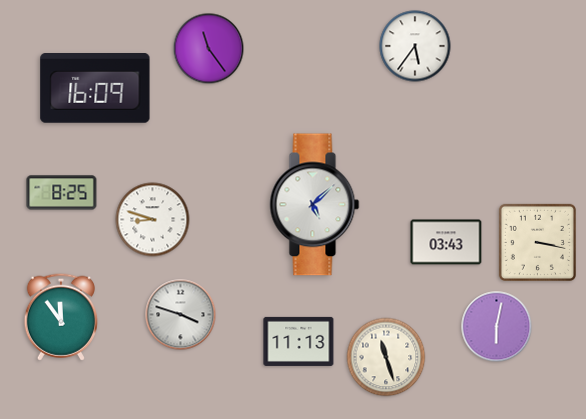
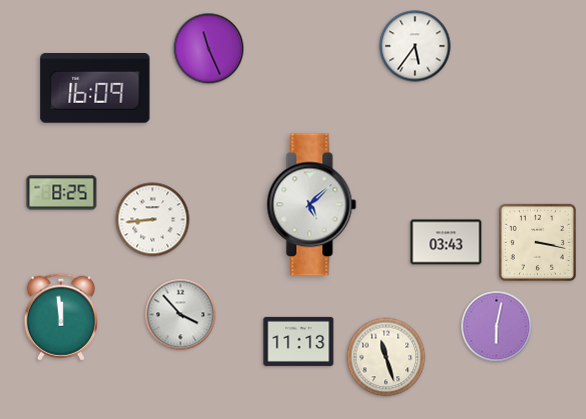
clock at (209, 49): 11:24 -> 11:26
clock at (315, 205) position: (315, 205) -> (312, 205)
clock at (153, 220): 8:48 -> 8:44
clock at (181, 315): 3:48 -> 3:53
clock at (60, 317): 11:54 -> 11:59
